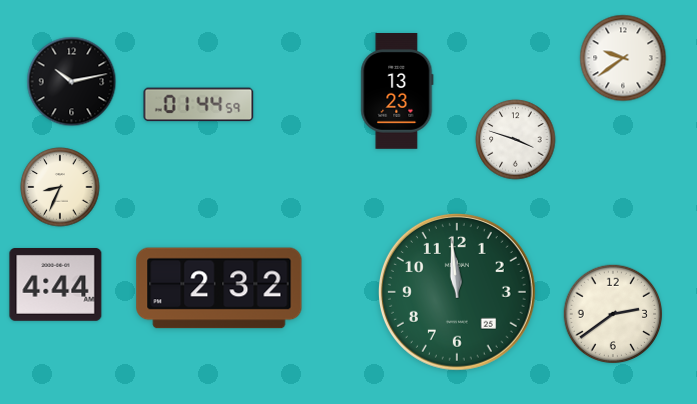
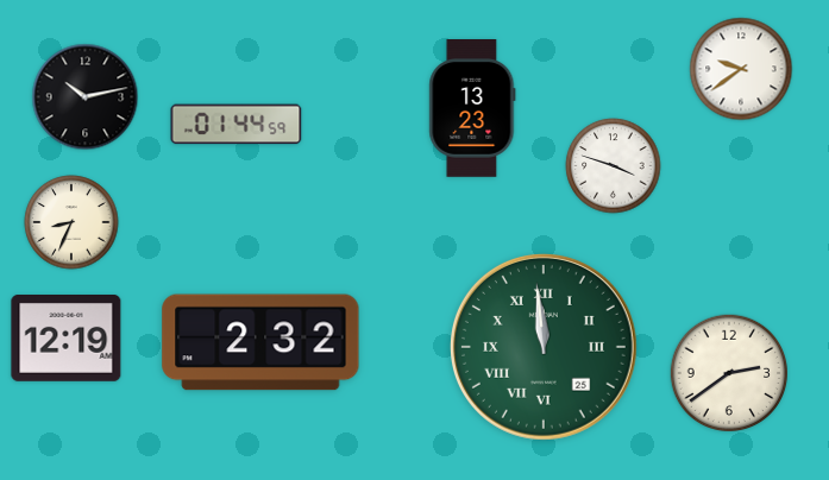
clock at (56, 285): 4:44 -> 12:19
clock at (457, 292) numerals: Arabic -> Roman
